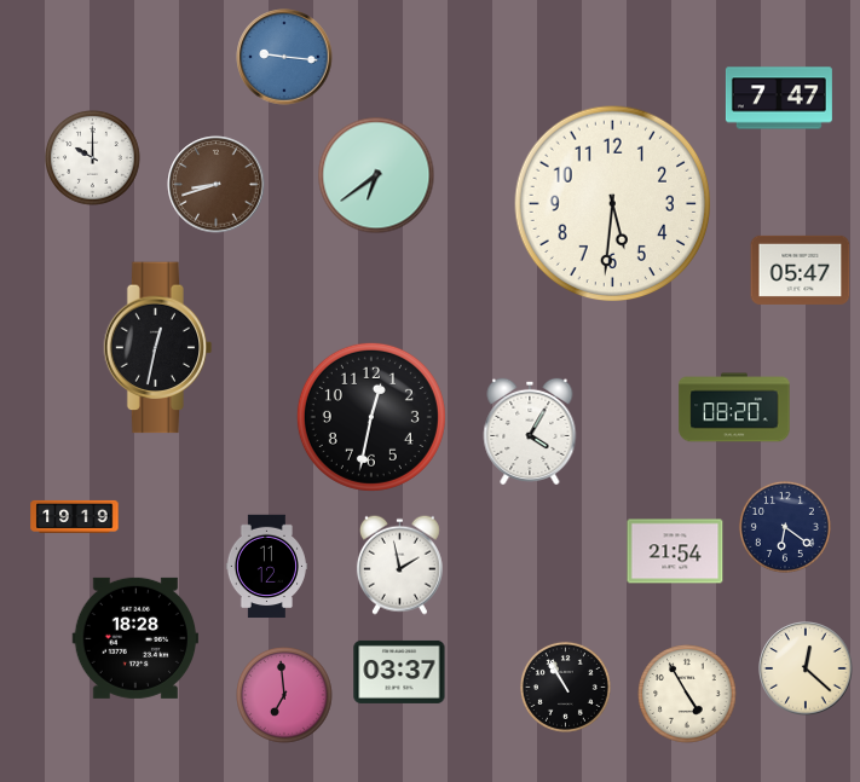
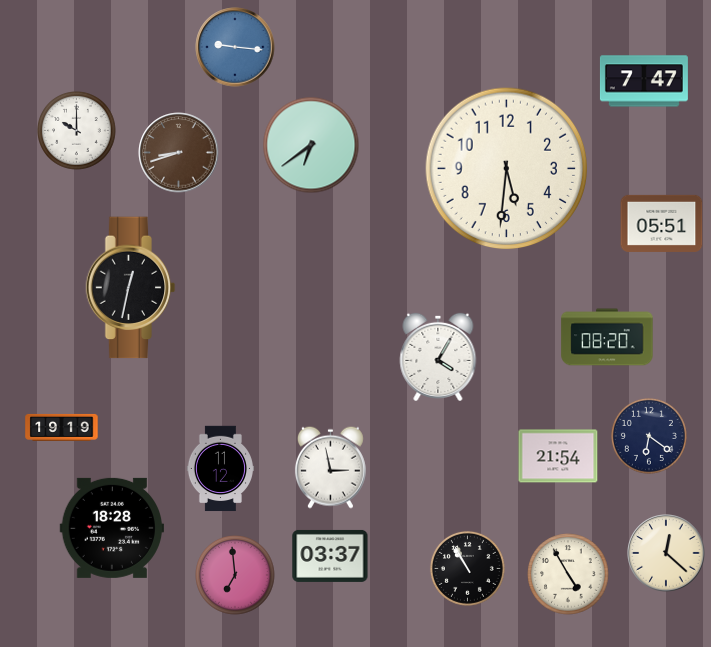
clock at (801, 270): 05:47 -> 05:51
clock at (371, 417): 12:32 -> none
clock at (399, 564): 1:58 -> 2:58
